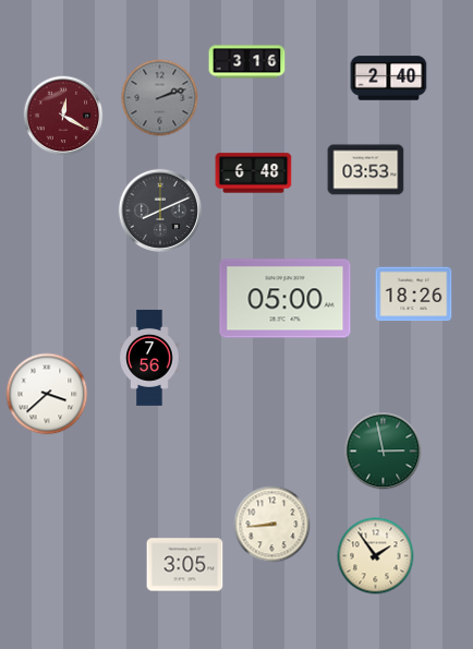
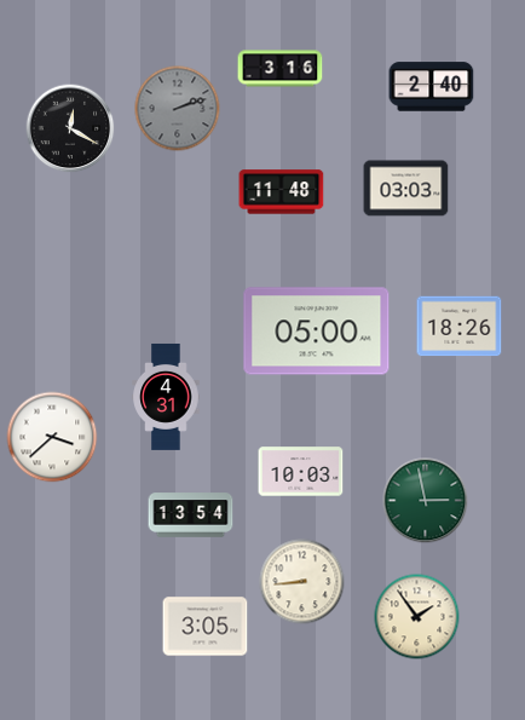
clock at (247, 62) position: (247, 62) -> (281, 69)
clock at (63, 116) dial: burgundy -> black
clock at (366, 170): 03:53 -> 03:03
clock at (254, 173): 6:48 -> 11:48
clock at (160, 211): 8:11 -> none
clock at (149, 358): 7:56 -> 4:31
clock at (301, 472): none -> 10:03
clock at (191, 515): none -> 13:54
